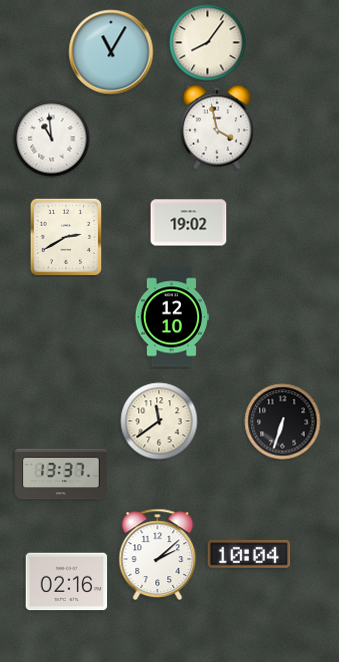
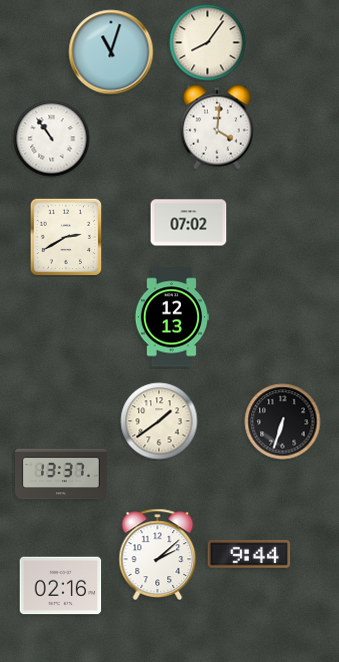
clock at (111, 52): 11:05 -> 11:03
clock at (217, 127): 3:58 -> 4:01
clock at (52, 139): 10:59 -> 10:54
clock at (189, 223): 19:02 -> 07:02
clock at (171, 317): 12:10 -> 12:13
clock at (159, 421): 11:39 -> 1:39
clock at (249, 554): 10:04 -> 9:44
clock at (67, 582) position: (67, 582) -> (61, 586)
